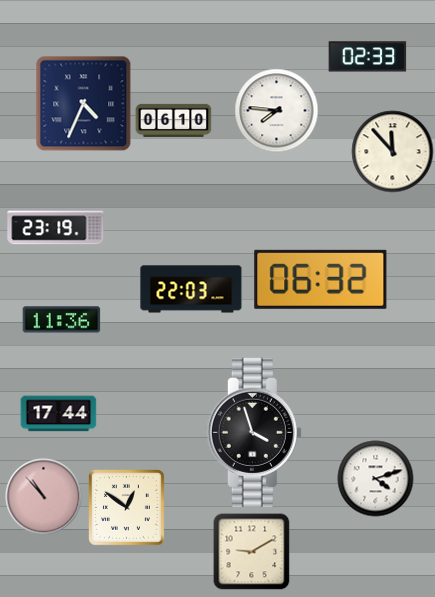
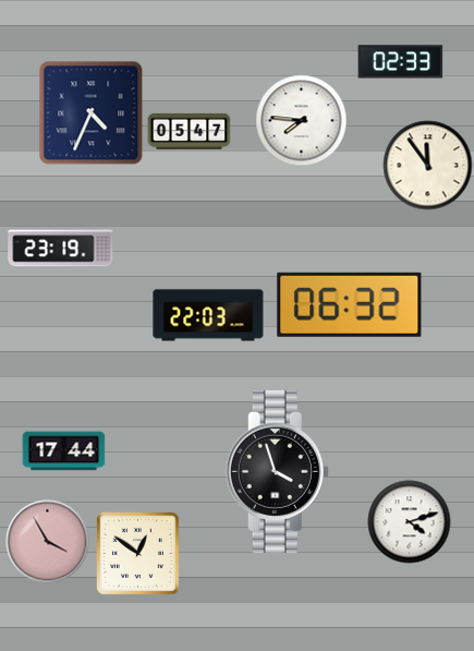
clock at (174, 120): 06:10 -> 05:47
clock at (393, 152): 11:53 -> 11:54
clock at (62, 320): 11:36 -> none
clock at (44, 497): 10:53 -> 3:55
clock at (252, 552): 9:10 -> none
